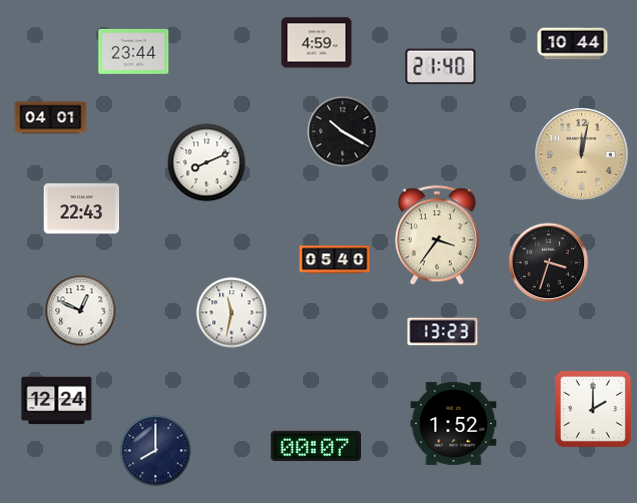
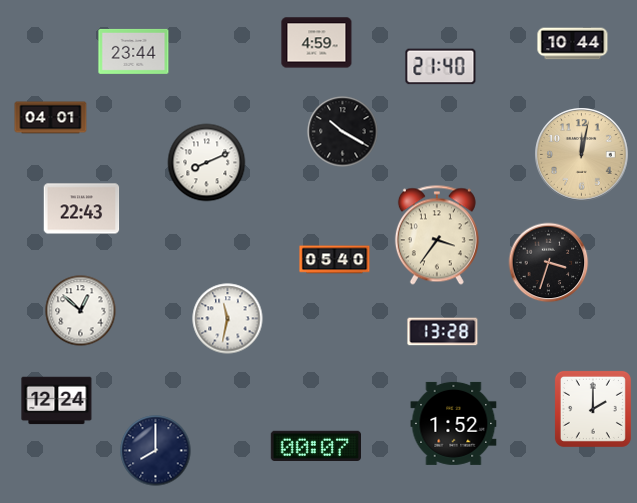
clock at (81, 311): 12:49 -> 12:52
clock at (232, 313) position: (232, 313) -> (228, 319)
clock at (443, 332): 13:23 -> 13:28
